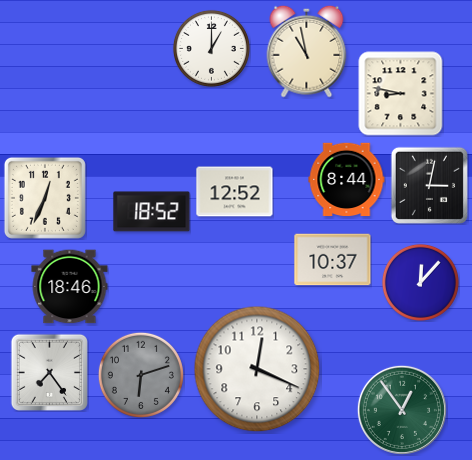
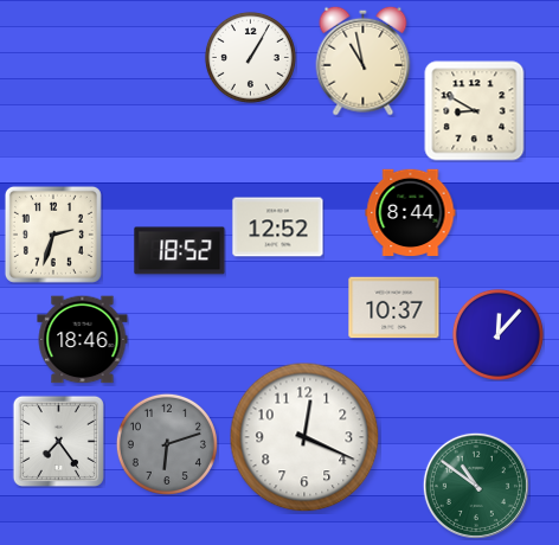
clock at (211, 48): 1:00 -> 1:05
clock at (401, 94): 8:47 -> 8:50
clock at (429, 185): 3:02 -> none
clock at (45, 198): 12:34 -> 2:33
clock at (402, 410): 12:54 -> 10:51
